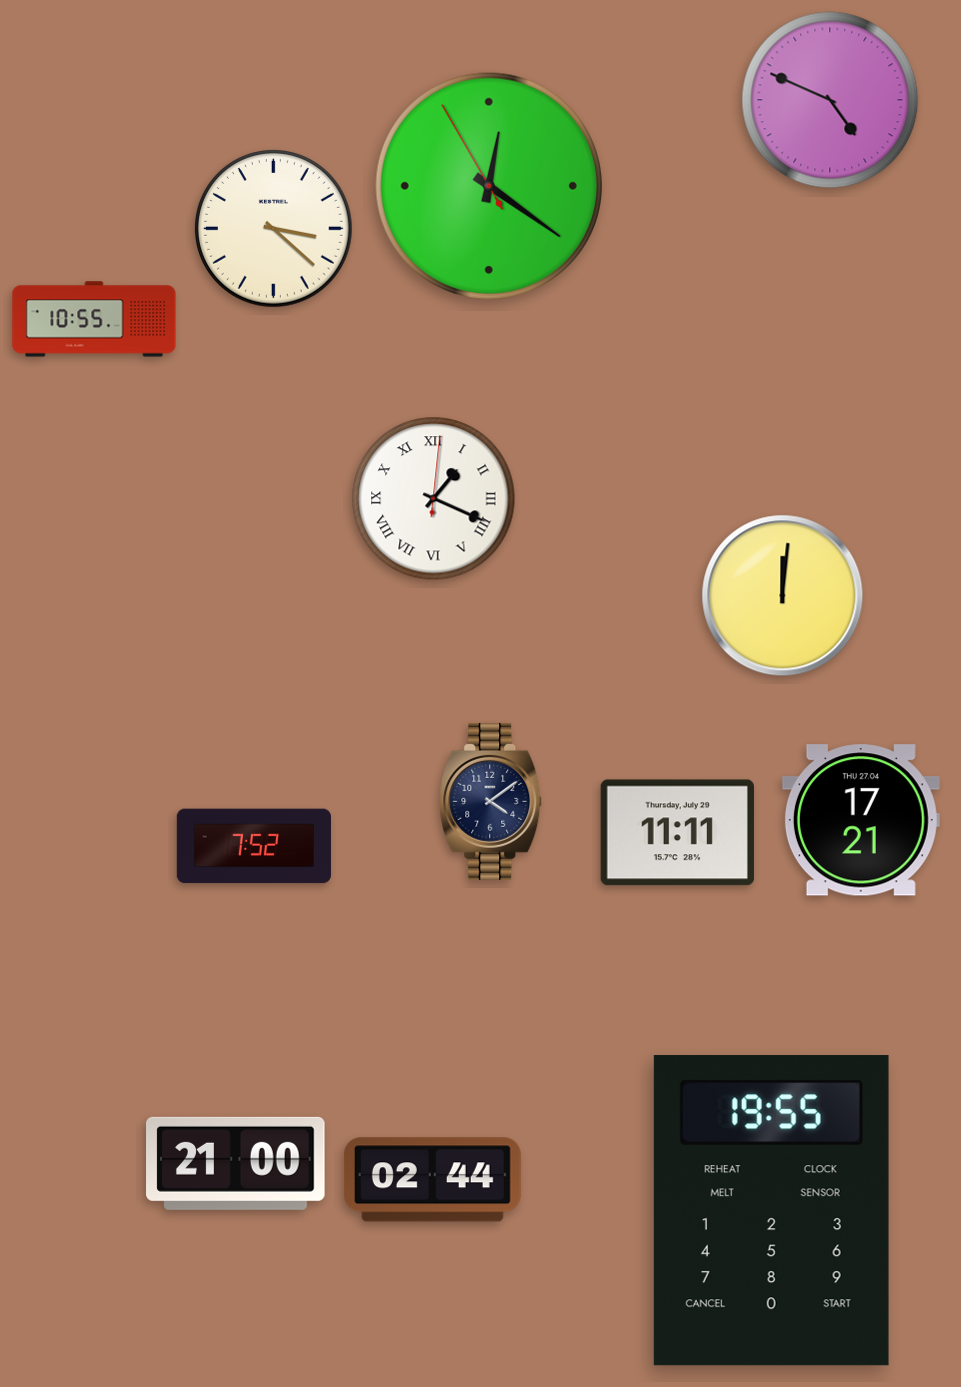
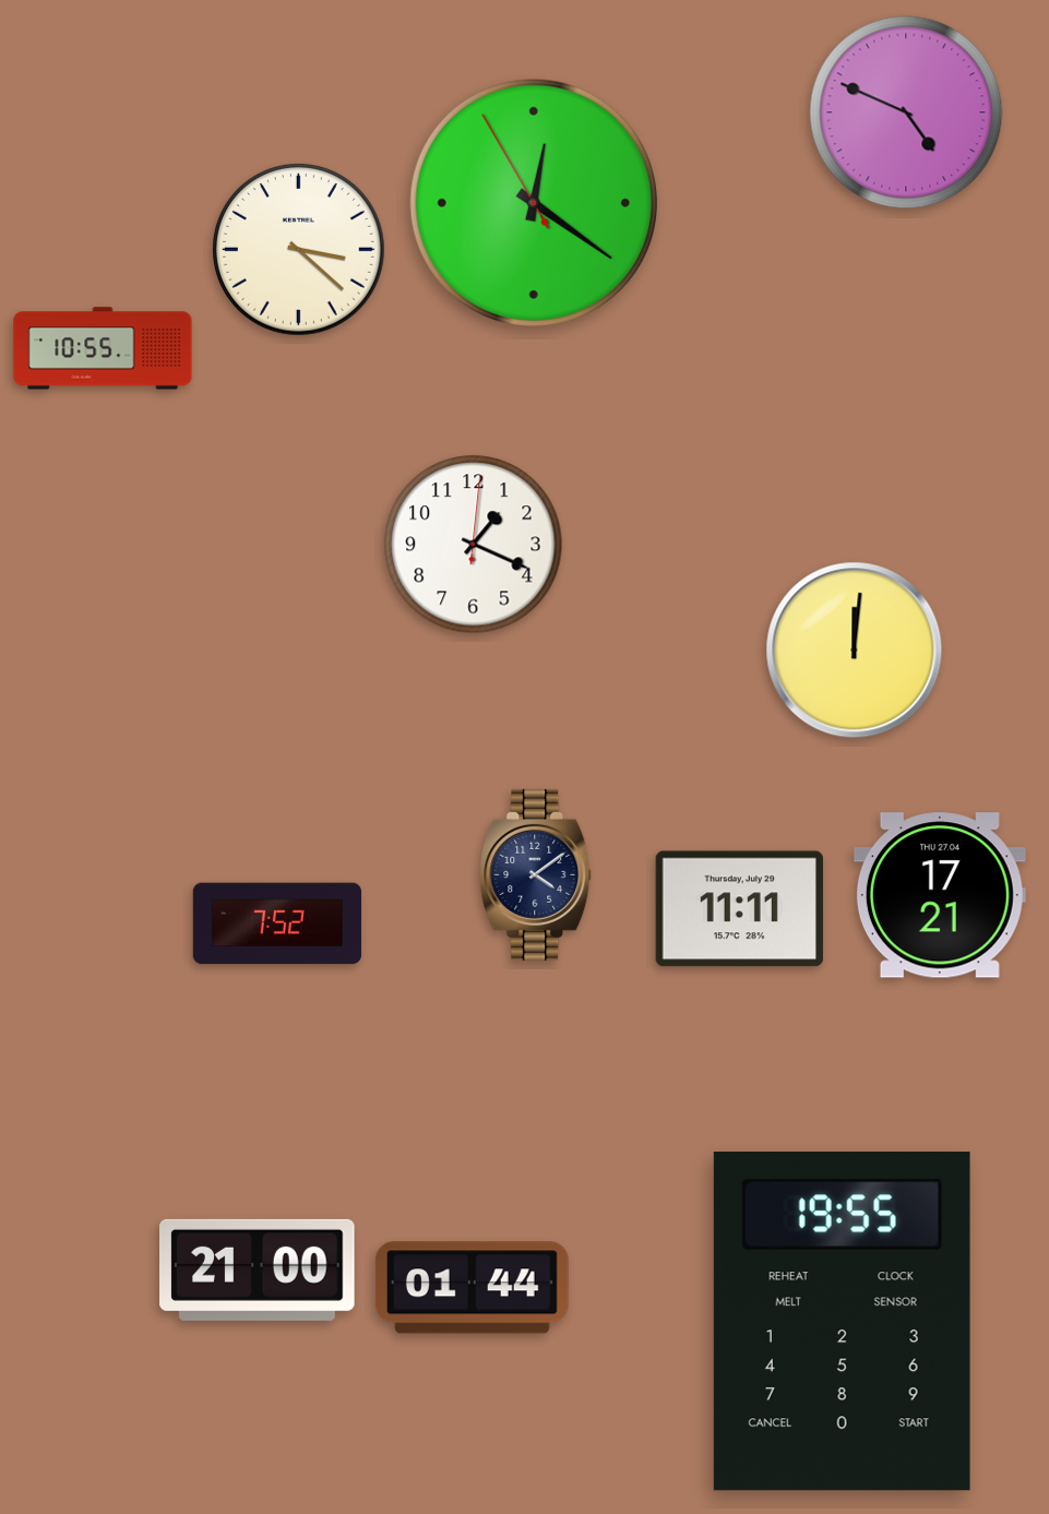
clock at (830, 100) position: (830, 100) -> (906, 112)
clock at (434, 499) numerals: Roman -> Arabic
clock at (432, 1180): 02:44 -> 01:44
